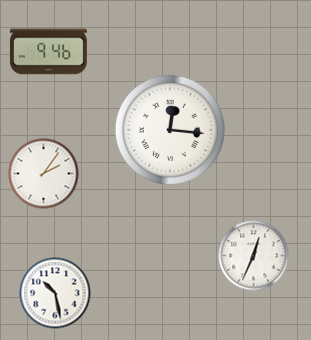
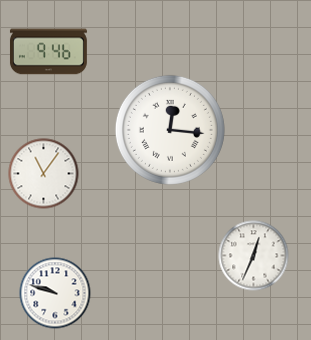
clock at (44, 174): 2:06 -> 11:06
clock at (55, 293): 10:28 -> 9:48
